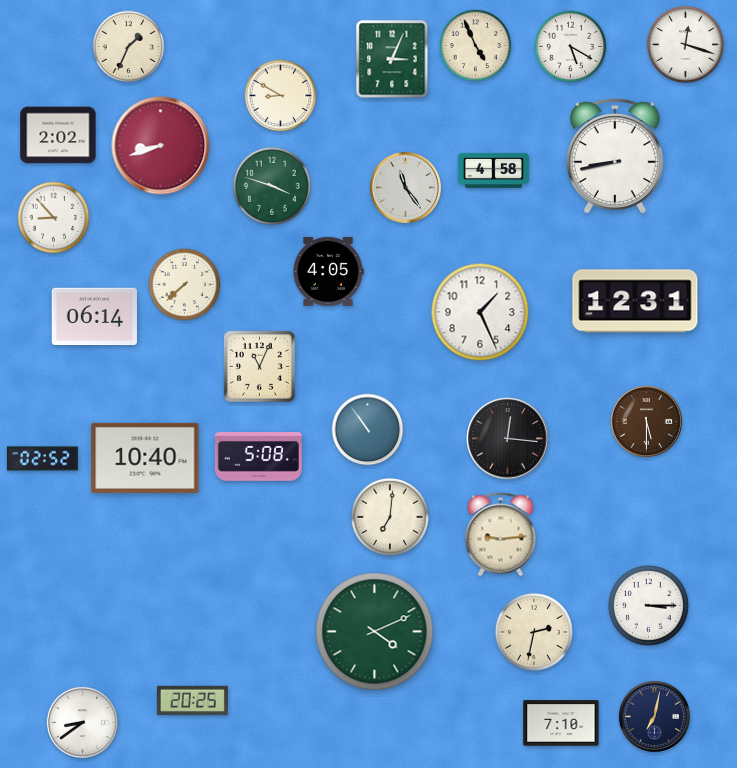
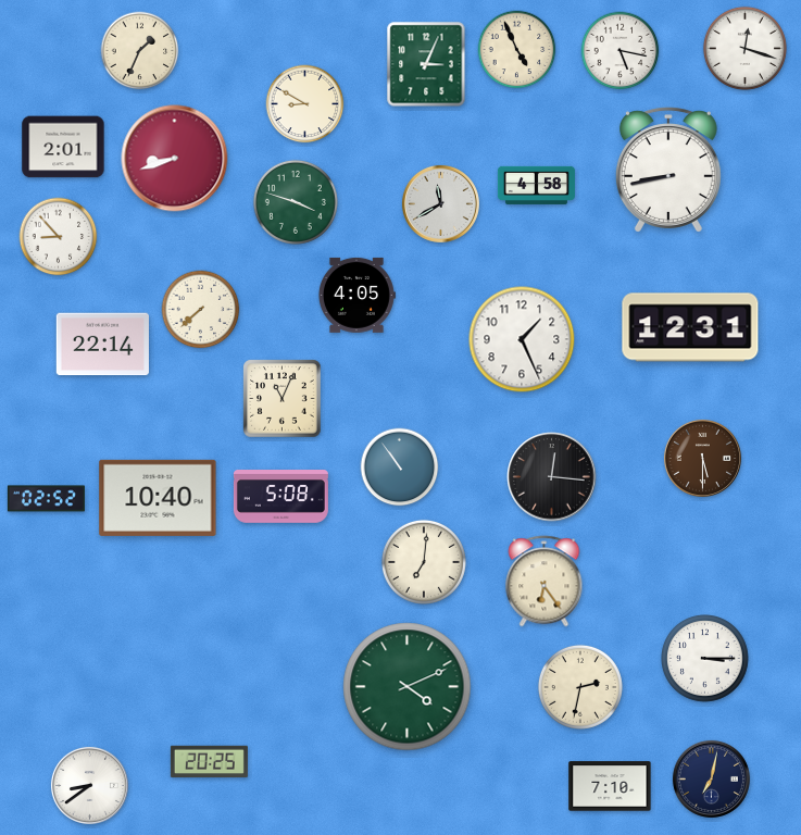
clock at (571, 47): 5:20 -> 5:17
clock at (58, 135): 2:02 -> 2:01
clock at (405, 187): 11:24 -> 11:40
clock at (94, 317): 06:14 -> 22:14
clock at (501, 535): 9:14 -> 6:24
